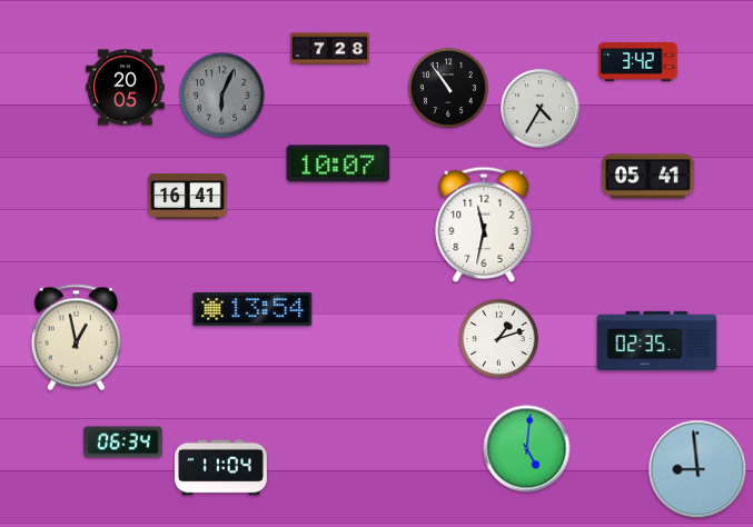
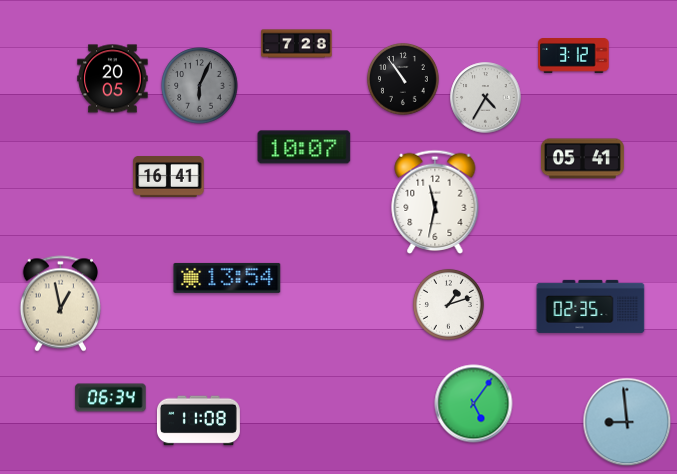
clock at (638, 62): 3:42 -> 3:12
clock at (76, 338) position: (76, 338) -> (60, 304)
clock at (527, 449): 5:01 -> 5:06
clock at (220, 468): 11:04 -> 11:08
